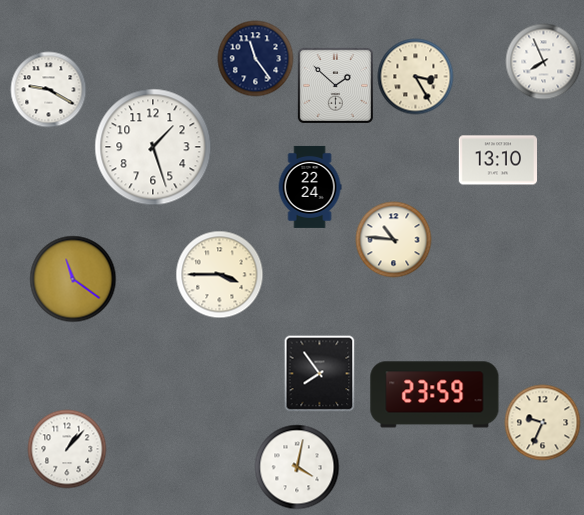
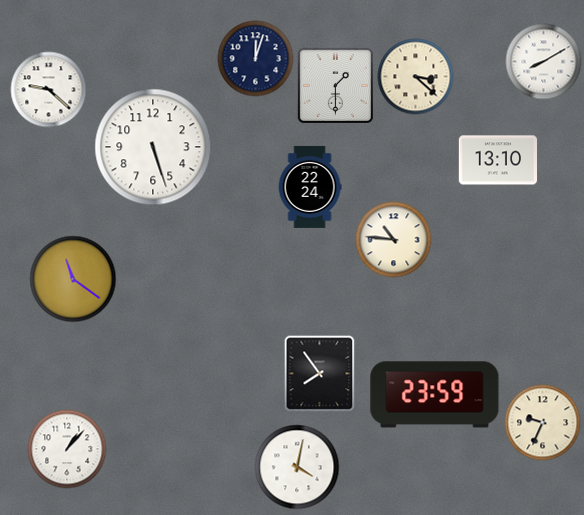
clock at (256, 59): 11:24 -> 12:03
clock at (544, 62): 7:56 -> 8:10
clock at (416, 77): 3:25 -> 3:22
clock at (335, 85): 1:52 -> 1:30
clock at (49, 90): 9:20 -> 9:22
clock at (153, 147): 1:27 -> 5:27
clock at (220, 275): 3:45 -> none
